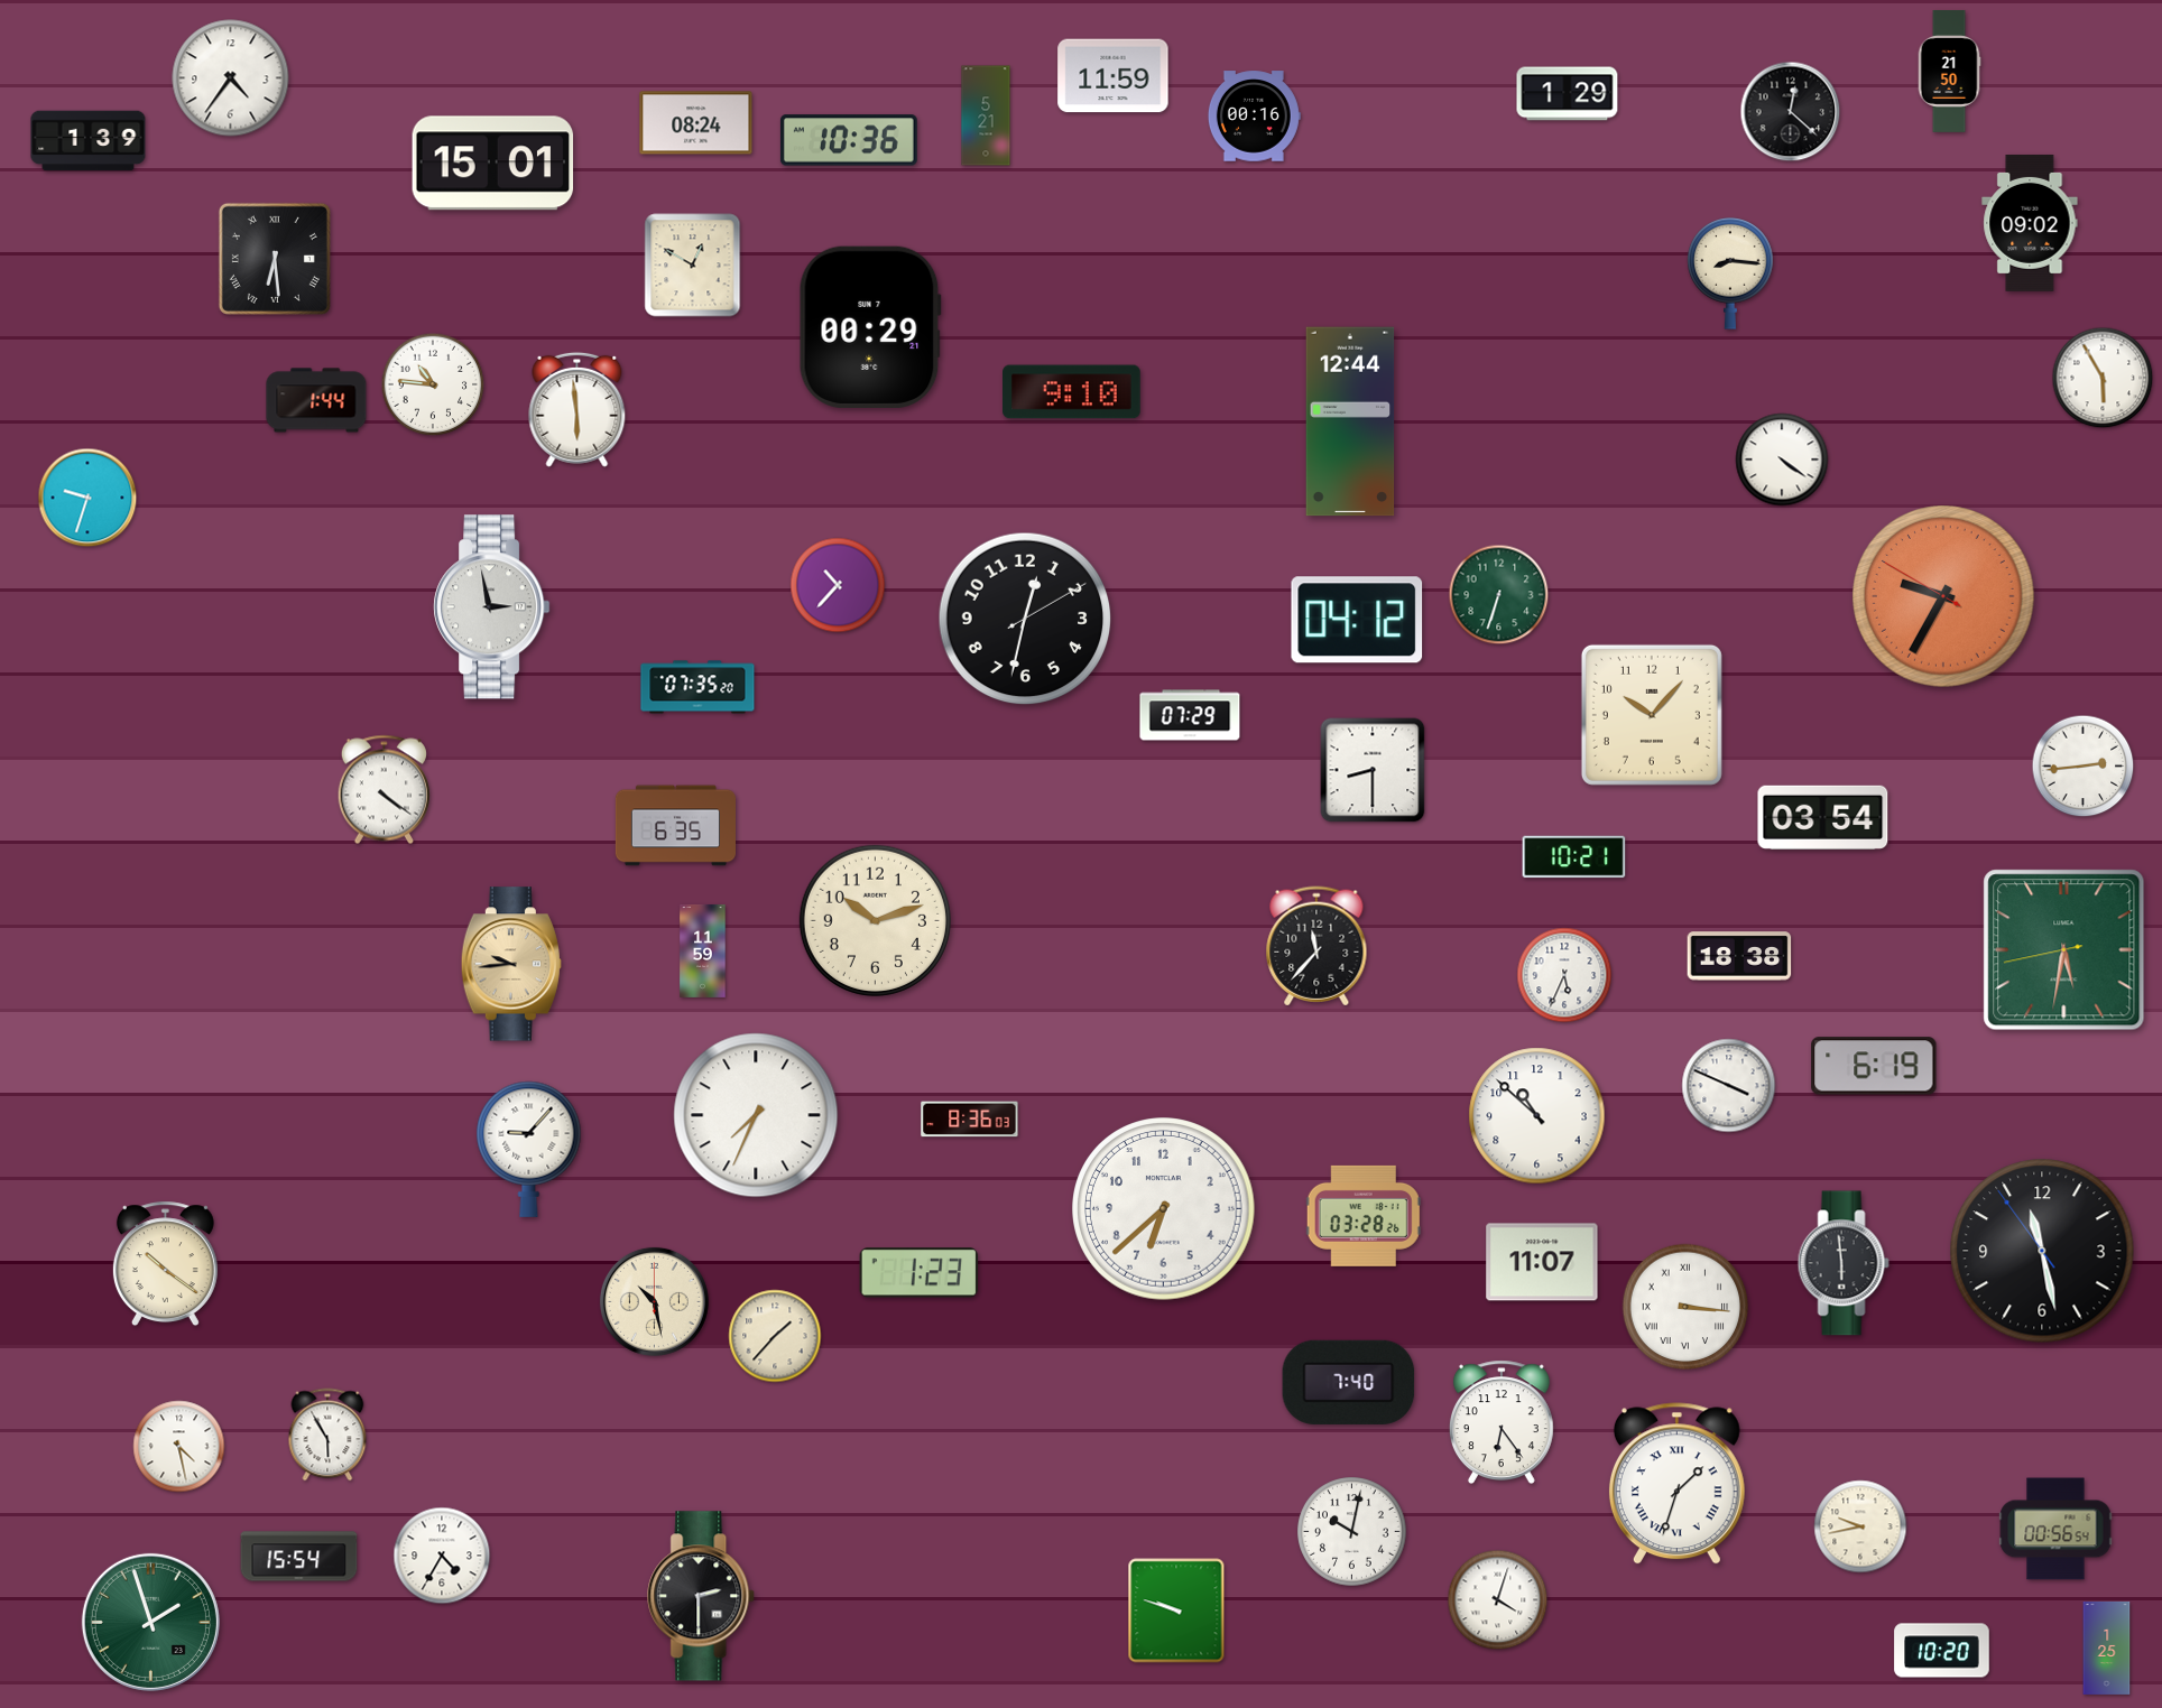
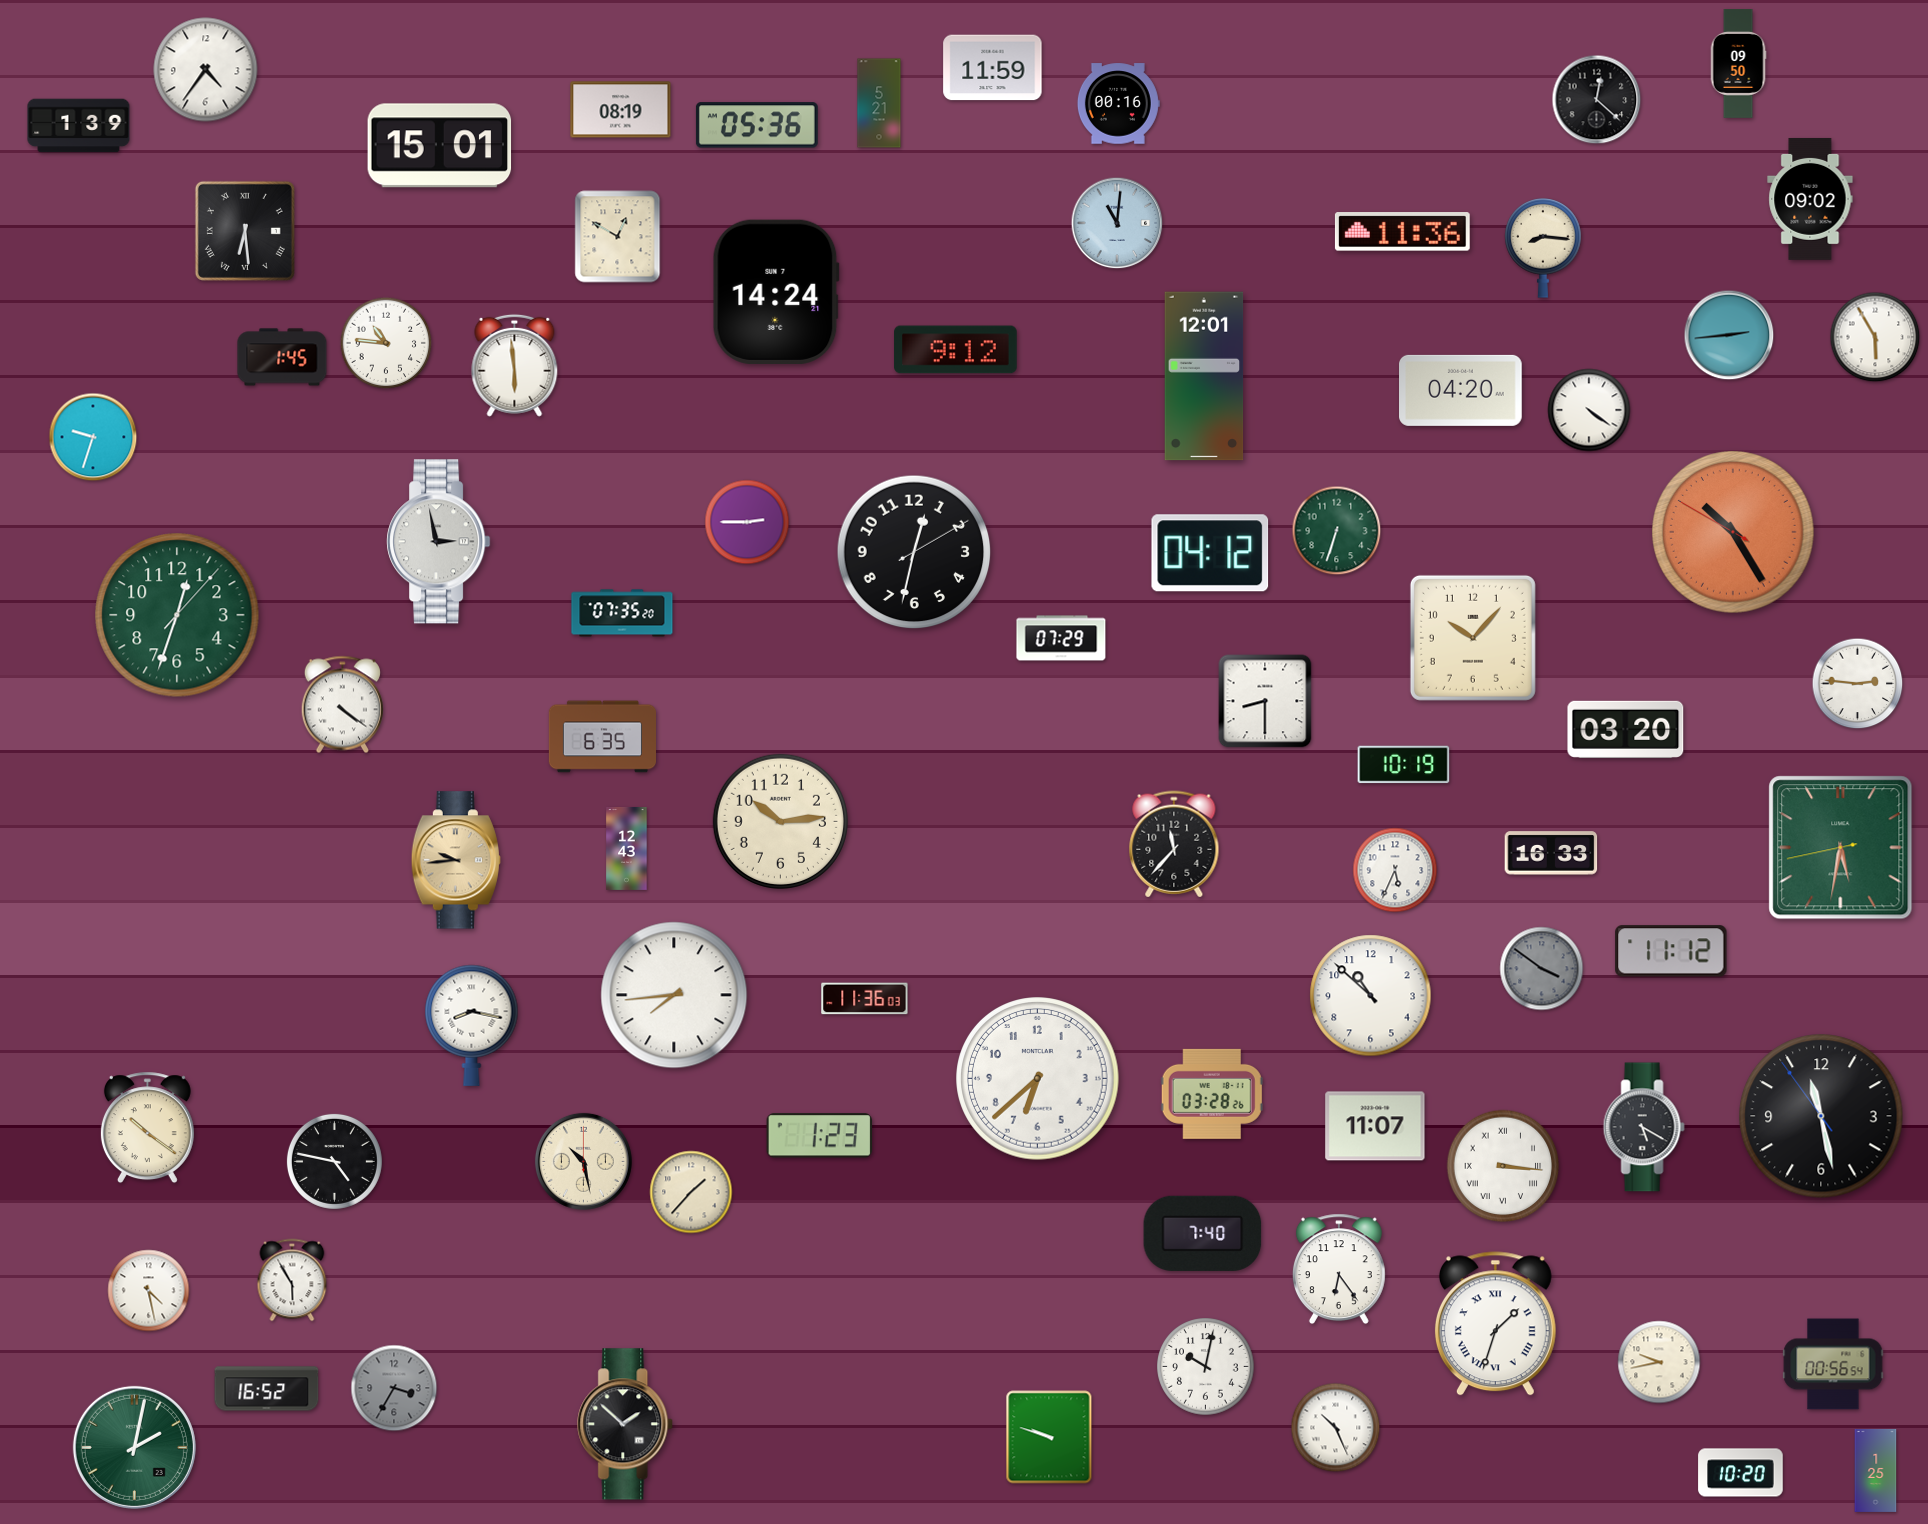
clock at (1949, 72): 21:50 -> 09:50
clock at (1568, 94): 1:29 -> none
clock at (696, 123): 08:24 -> 08:19
clock at (849, 140): 10:36 -> 05:36
clock at (1117, 223): none -> 11:01
clock at (1402, 232): none -> 11:36
clock at (1730, 275) position: (1730, 275) -> (1543, 249)
clock at (870, 327): 00:29 -> 14:24
clock at (1729, 335): none -> 2:44
clock at (1072, 392): 9:10 -> 9:12
clock at (316, 400): 1:44 -> 1:45
clock at (1350, 421): 12:44 -> 12:01
clock at (1461, 390): none -> 04:20
clock at (87, 498) position: (87, 498) -> (93, 437)
clock at (838, 585): 10:37 -> 2:45
clock at (1944, 597): 9:34 -> 10:24
clock at (177, 615): none -> 12:33
clock at (2084, 767): 2:44 -> 2:46
clock at (1373, 770) position: (1373, 770) -> (1265, 701)
clock at (1823, 817): 03:54 -> 03:20
clock at (1574, 857): 10:21 -> 10:19
clock at (875, 920): 10:12 -> 10:14
clock at (703, 950): 11:59 -> 12:43
clock at (1739, 956): 18:38 -> 16:33
clock at (1874, 1066): 6:19 -> 11:12
clock at (1729, 1086): 3:49 -> 3:51
clock at (1729, 1086) dial: white -> grey
clock at (756, 1115): 7:34 -> 7:44
clock at (970, 1120): 8:36 -> 11:36
clock at (529, 1149): 9:07 -> 8:17
clock at (1364, 1216) position: (1364, 1216) -> (1212, 1094)
clock at (1844, 1263): 5:59 -> 5:20
clock at (334, 1161): none -> 4:47
clock at (179, 1447) position: (179, 1447) -> (149, 1291)
clock at (442, 1556): 4:35 -> 3:35
clock at (442, 1556) dial: white -> grey
clock at (299, 1557): 15:54 -> 16:52
clock at (702, 1596): 2:30 -> 1:52
clock at (1498, 1600): 4:03 -> 10:26
clock at (150, 1622): 1:57 -> 2:02
clock at (2107, 1647) position: (2107, 1647) -> (1876, 1470)
clock at (1942, 1651) position: (1942, 1651) -> (1741, 1473)
